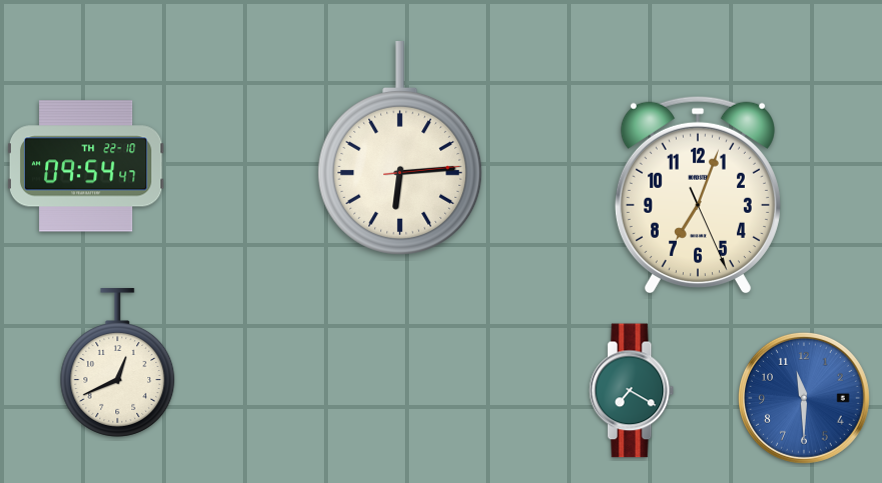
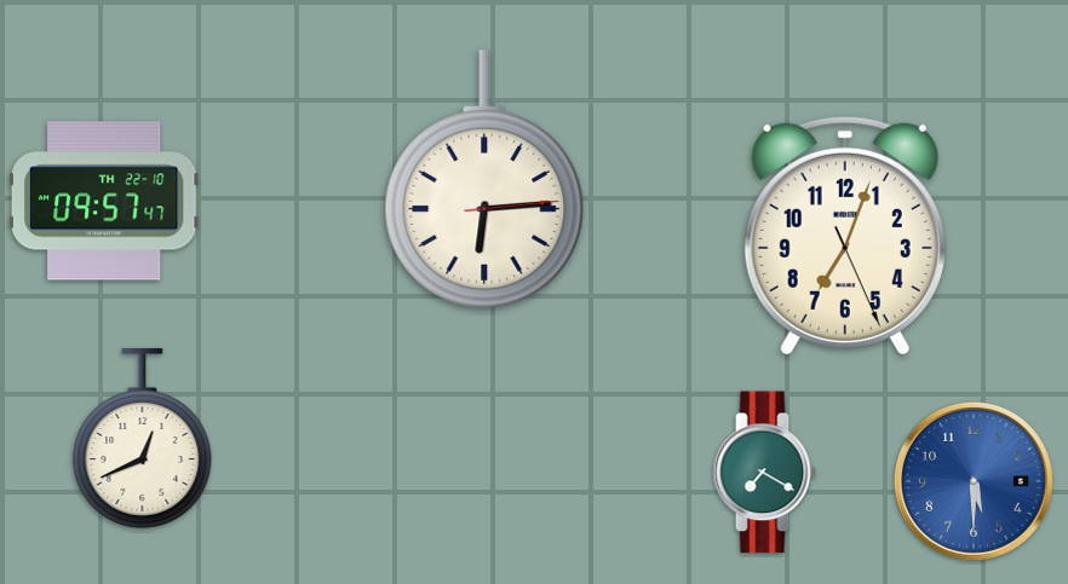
clock at (86, 166): 09:54 -> 09:57
clock at (804, 398): 11:30 -> 5:30
